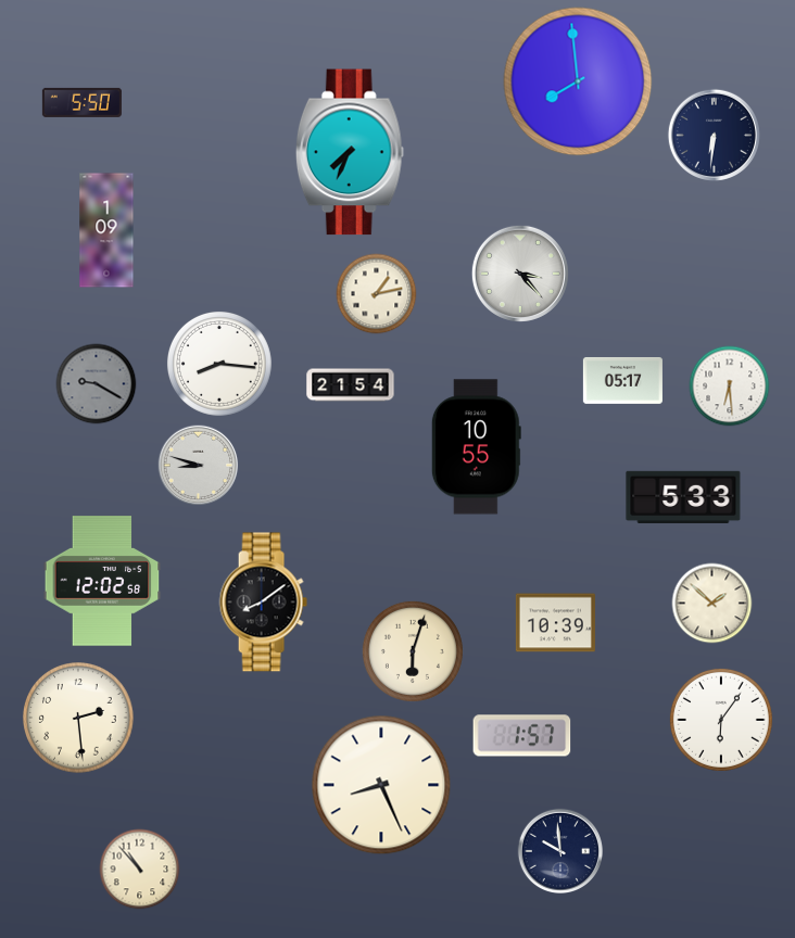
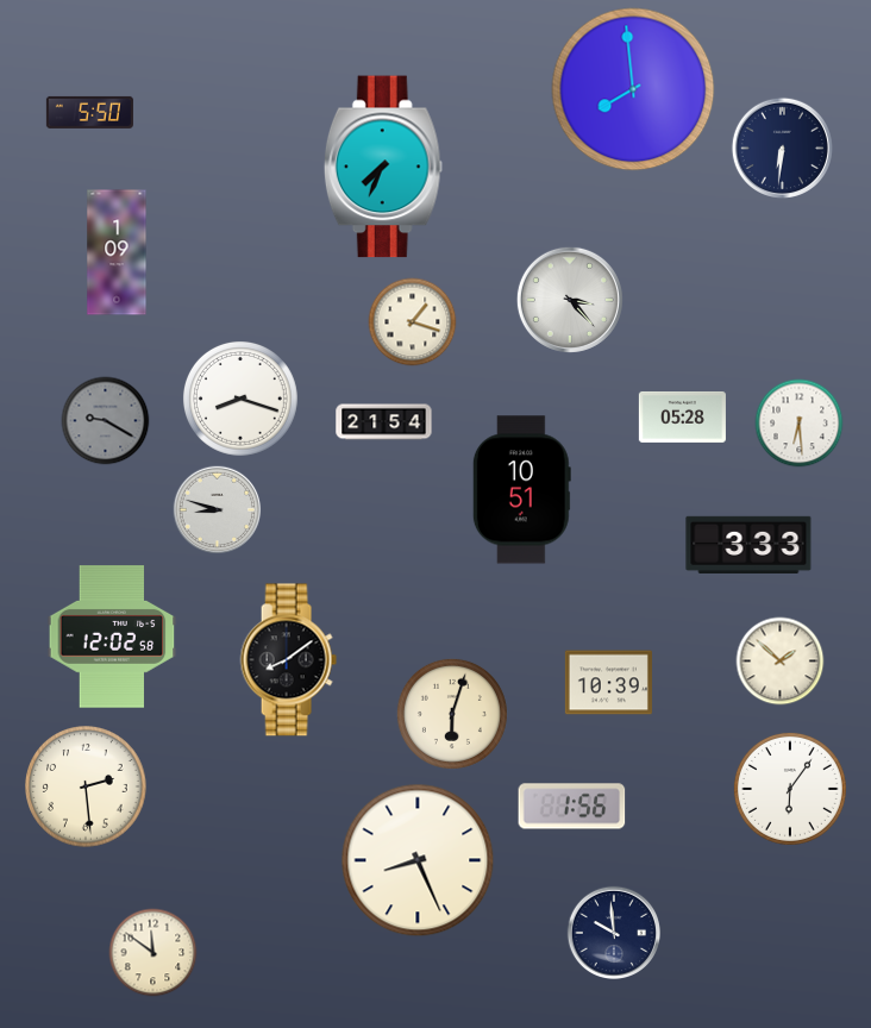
clock at (377, 294): 1:13 -> 1:18
clock at (219, 364): 8:16 -> 8:18
clock at (622, 380): 05:17 -> 05:28
clock at (476, 447): 10:55 -> 10:51
clock at (683, 497): 5:33 -> 3:33
clock at (522, 736): 1:57 -> 1:56
clock at (140, 870): 10:53 -> 11:51
